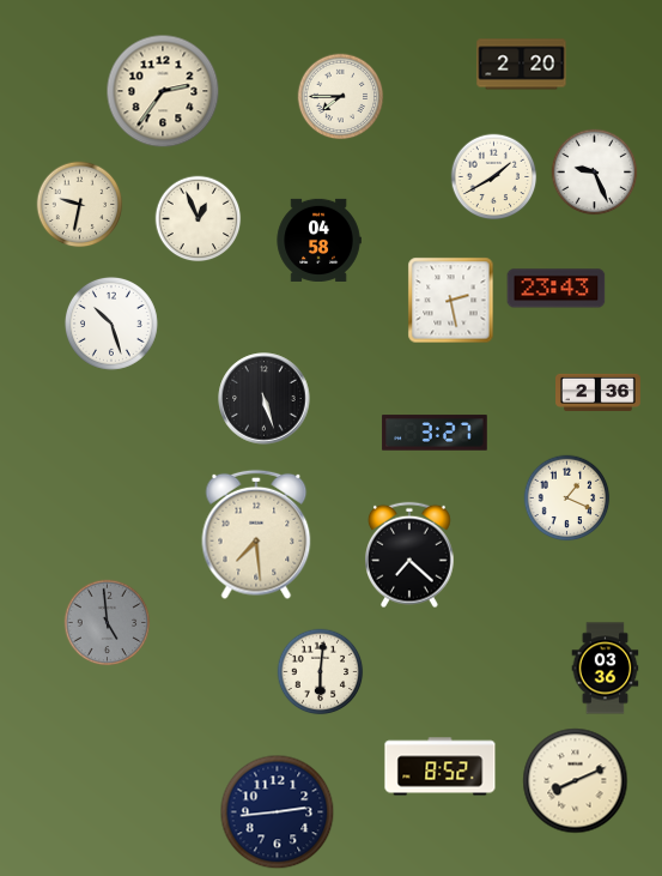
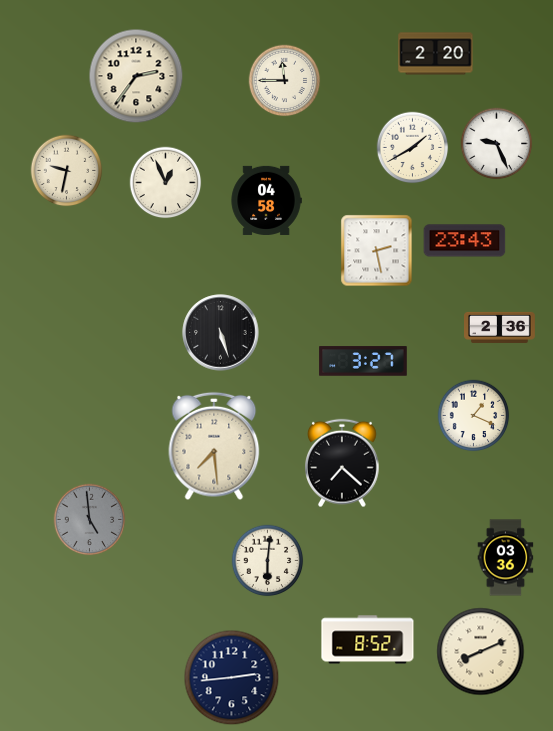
clock at (341, 97): 7:45 -> 11:45
clock at (111, 324): 10:27 -> none
